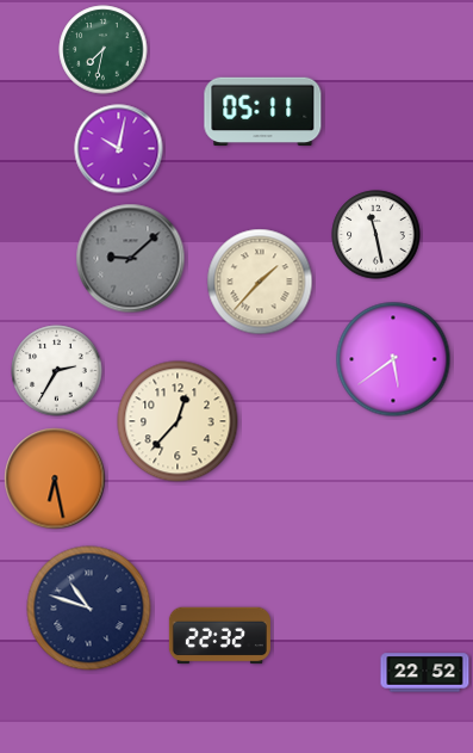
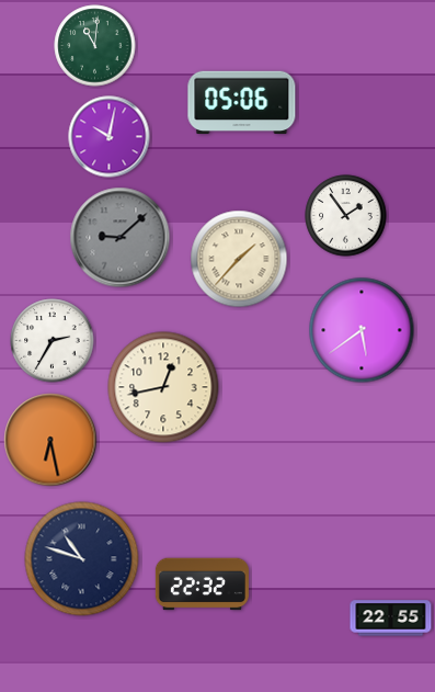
clock at (104, 50): 7:32 -> 11:01
clock at (263, 112): 05:11 -> 05:06
clock at (376, 235): 11:28 -> 1:54
clock at (178, 421): 12:37 -> 12:43
clock at (425, 673): 22:52 -> 22:55
